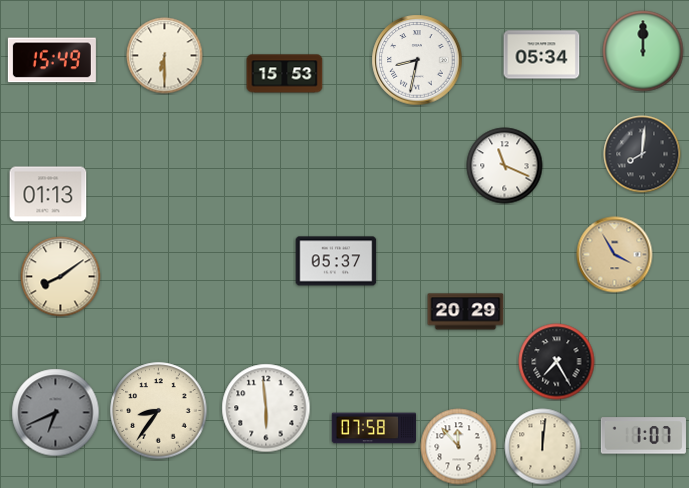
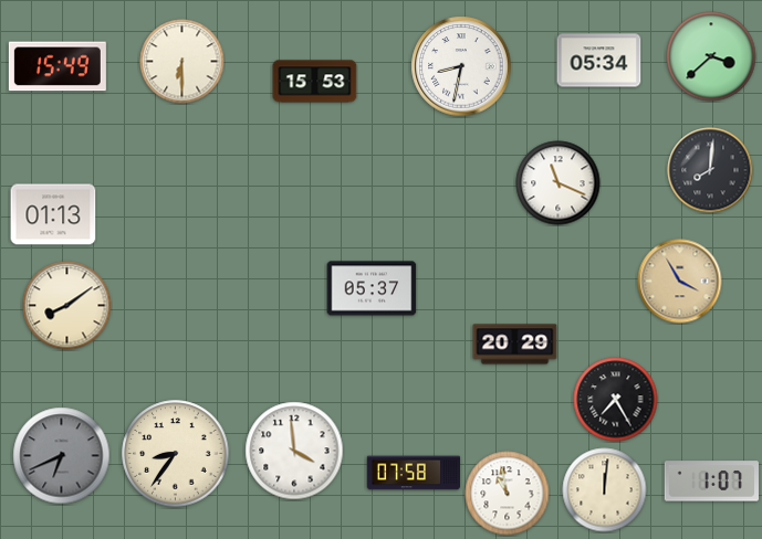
clock at (643, 51): 12:00 -> 3:38
clock at (266, 408): 5:59 -> 3:59
clock at (459, 447): 11:53 -> 10:58
clock at (543, 447) position: (543, 447) -> (605, 490)
